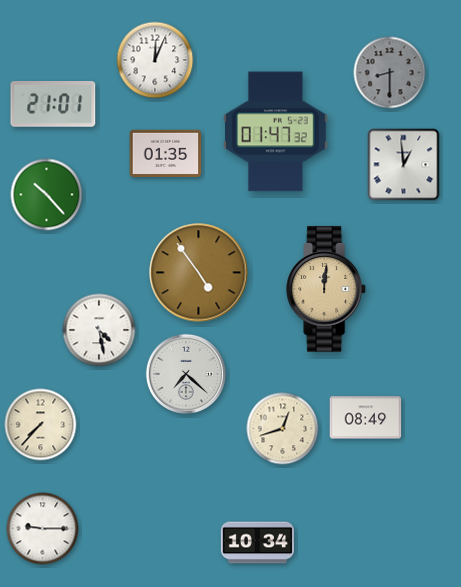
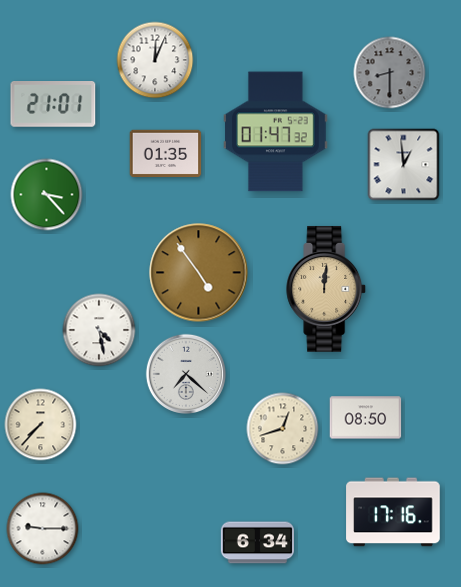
clock at (47, 195): 10:23 -> 3:23
clock at (366, 418): 08:49 -> 08:50
clock at (393, 512): none -> 17:16
clock at (257, 543): 10:34 -> 6:34
